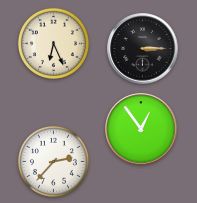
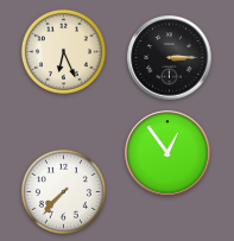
clock at (53, 161): 2:37 -> 7:37
